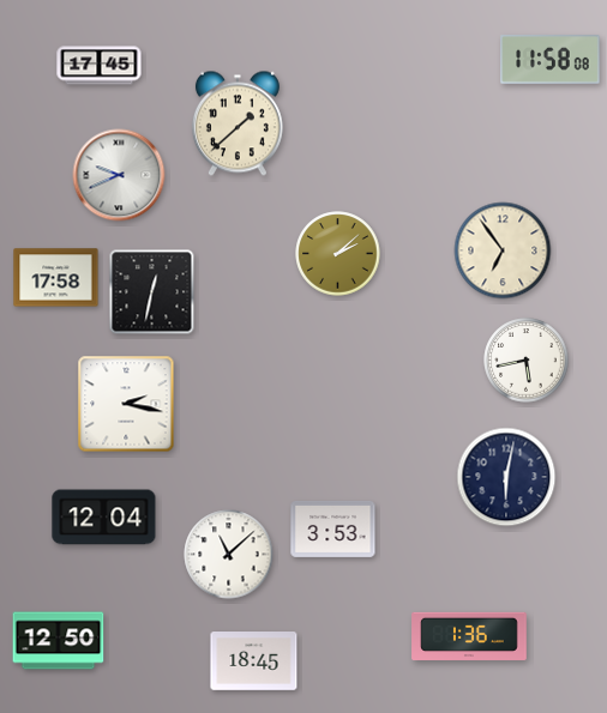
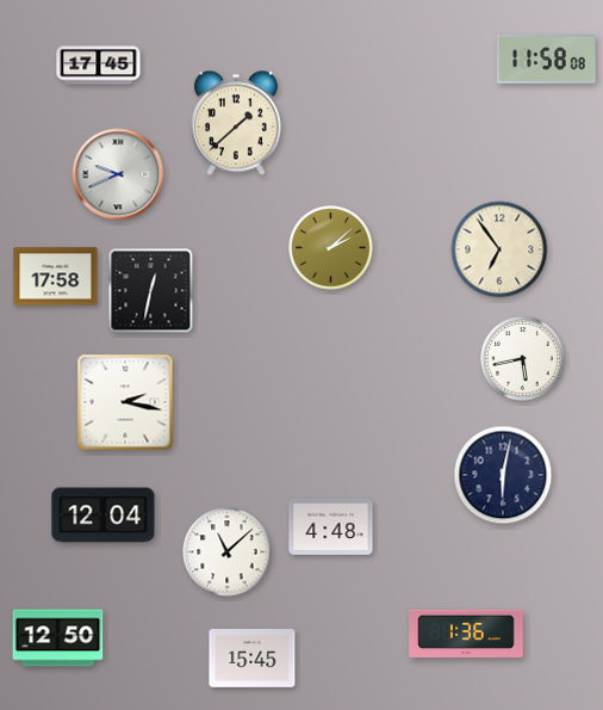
clock at (338, 254) position: (338, 254) -> (331, 248)
clock at (333, 528): 3:53 -> 4:48
clock at (254, 661): 18:45 -> 15:45
